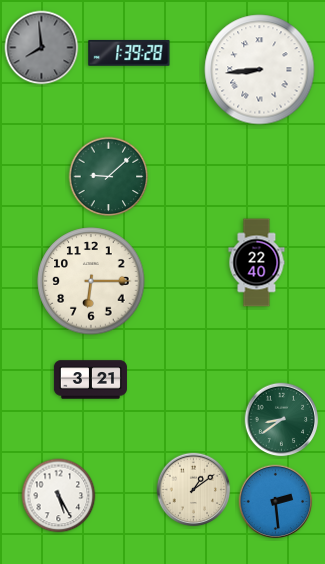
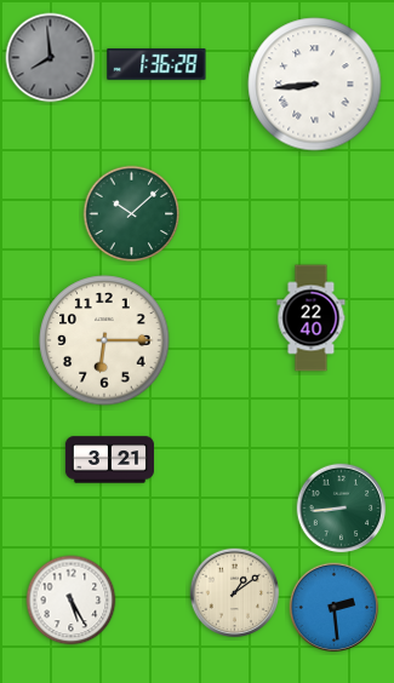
clock at (129, 53): 1:39 -> 1:36
clock at (109, 177): 9:08 -> 10:08
clock at (91, 281) position: (91, 281) -> (104, 340)
clock at (282, 420): 8:39 -> 8:44
